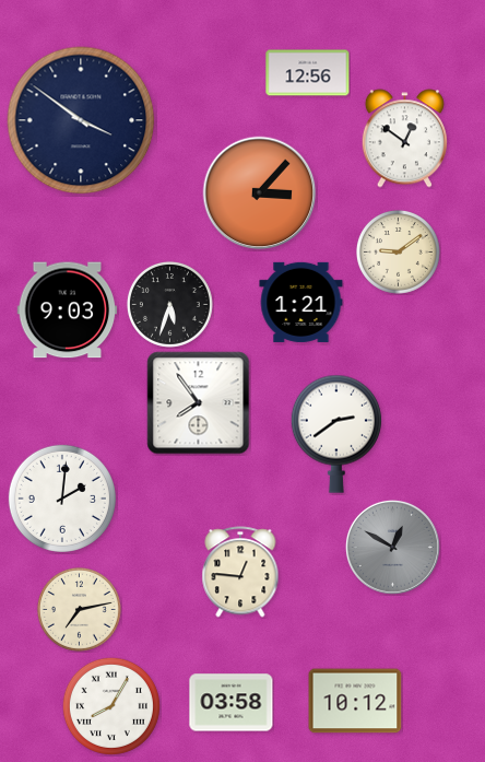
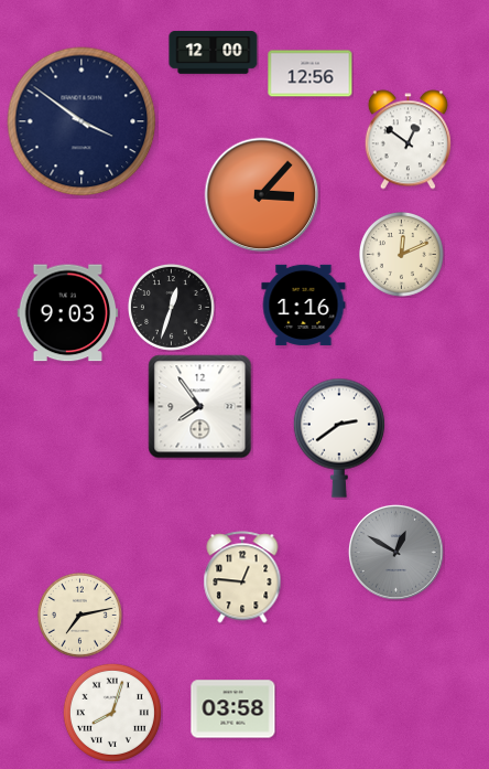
clock at (214, 53): none -> 12:00
clock at (399, 253): 9:09 -> 12:11
clock at (301, 302): 1:21 -> 1:16
clock at (169, 304): 5:33 -> 12:33
clock at (62, 499): 2:01 -> none
clock at (355, 701): 10:12 -> none
clock at (111, 706): 8:05 -> 8:03
